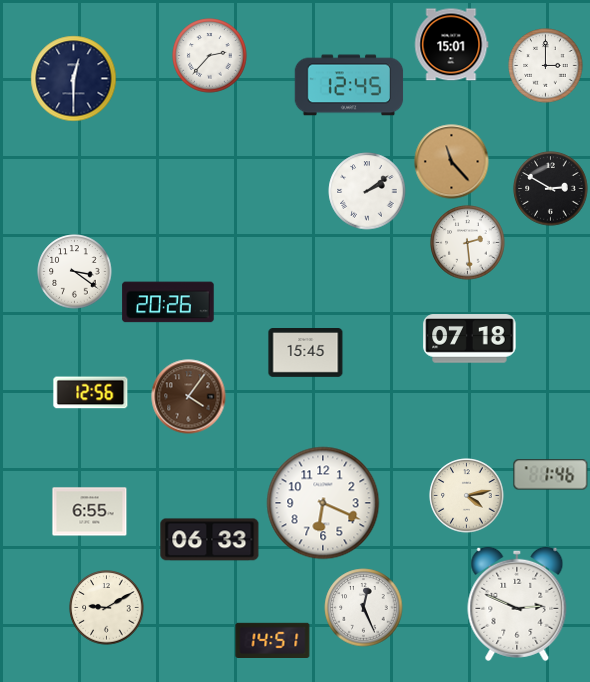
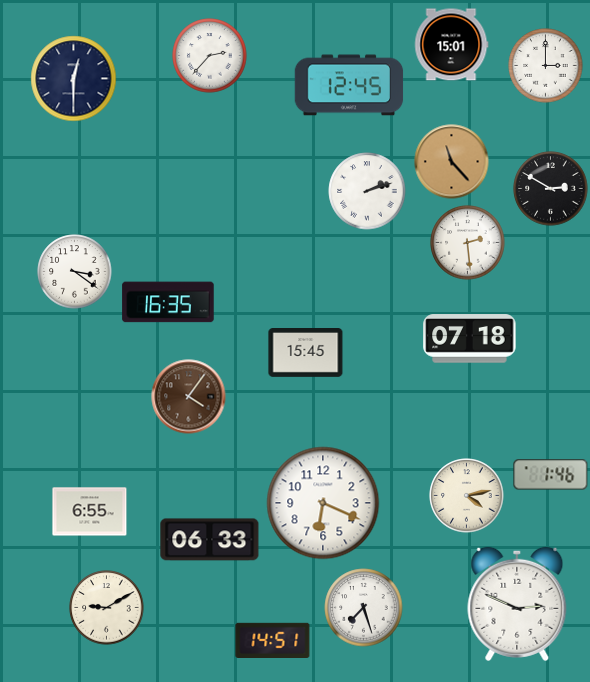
clock at (367, 191): 2:09 -> 2:12
clock at (168, 302): 20:26 -> 16:35
clock at (91, 393): 12:56 -> none
clock at (364, 608): 12:26 -> 7:27
